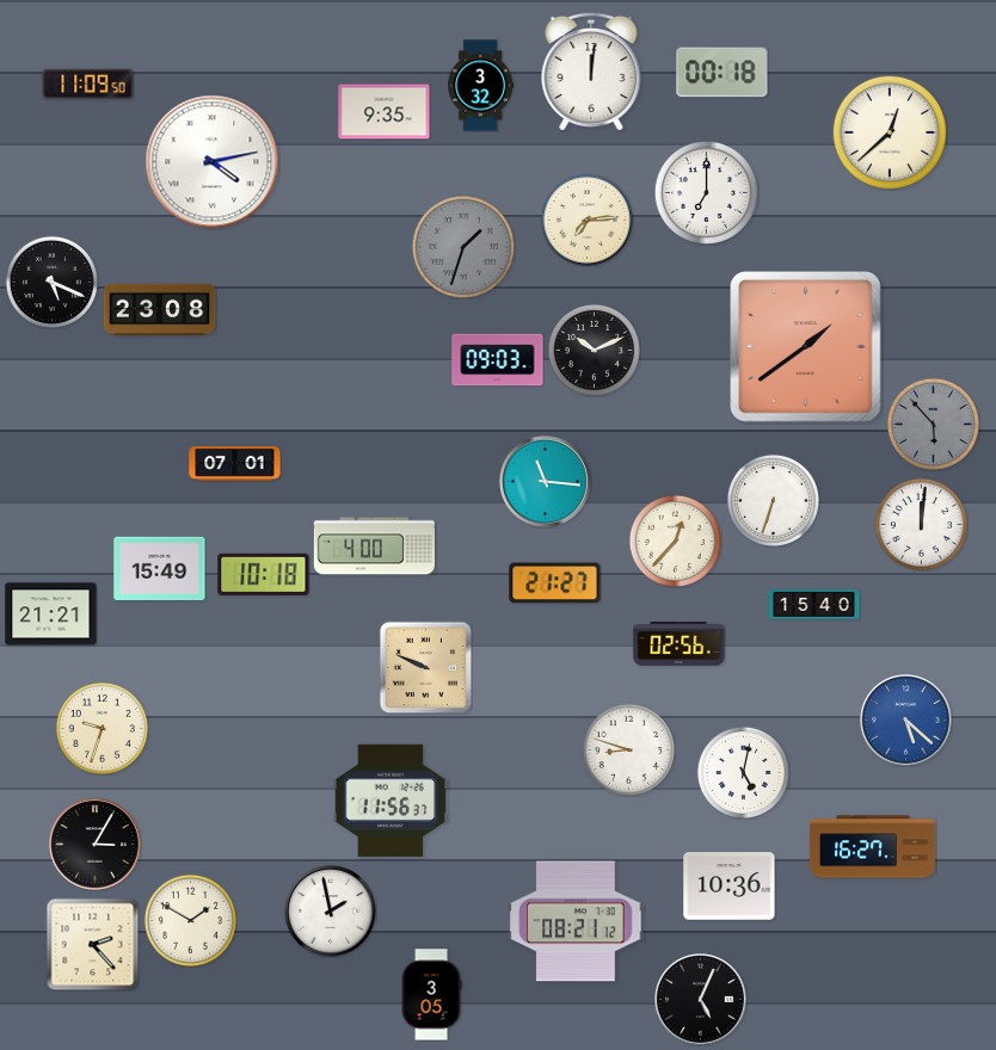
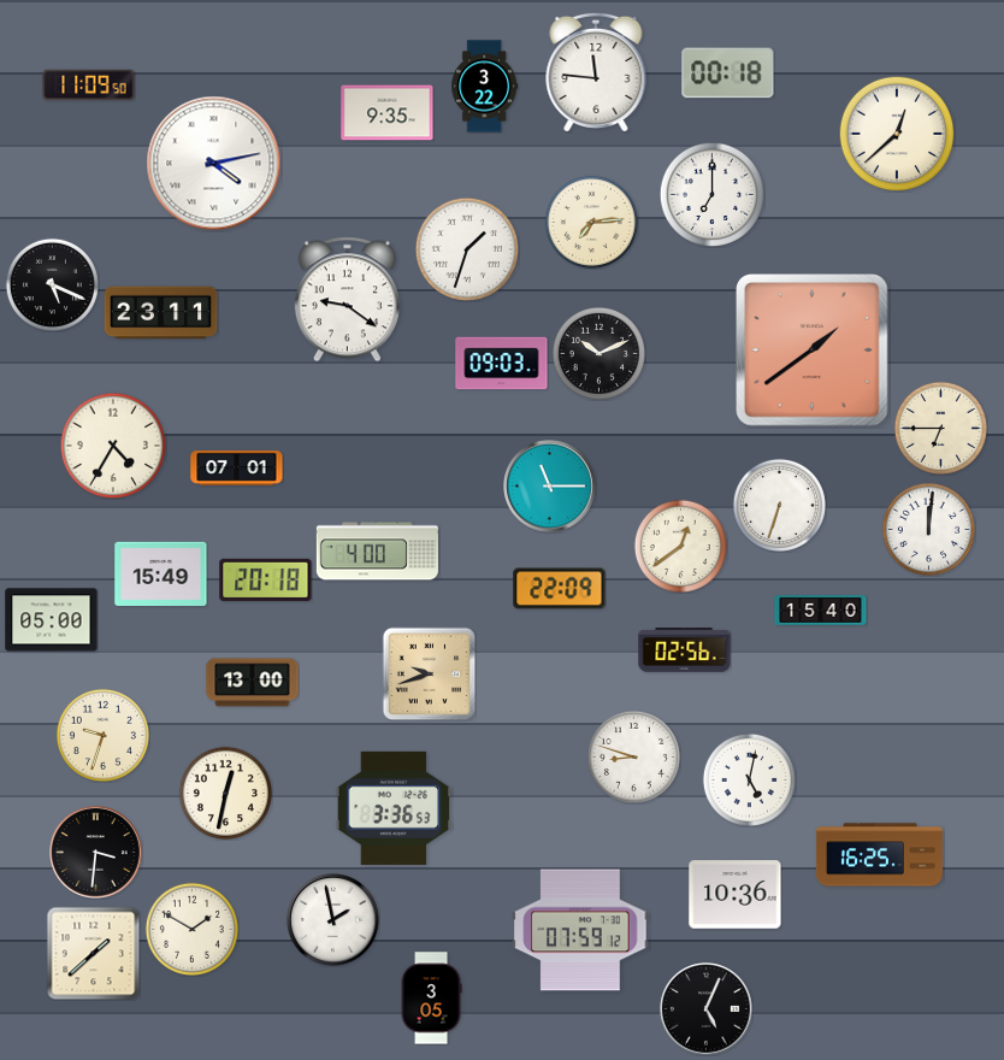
clock at (591, 70): 12:01 -> 11:46
clock at (481, 86): 3:32 -> 3:22
clock at (462, 246) dial: grey -> white
clock at (347, 300): none -> 9:21
clock at (160, 310): 23:08 -> 23:11
clock at (933, 424): 5:53 -> 6:45
clock at (933, 424) dial: grey -> cream
clock at (112, 444): none -> 4:35
clock at (546, 482): 11:16 -> 11:15
clock at (675, 541): 12:37 -> 12:39
clock at (264, 574): 10:18 -> 20:18
clock at (555, 583): 21:27 -> 22:09
clock at (51, 614): 21:21 -> 05:00
clock at (425, 667): 9:49 -> 9:42
clock at (253, 683): none -> 13:00
clock at (906, 721): 5:22 -> none
clock at (225, 793): none -> 12:32
clock at (391, 801): 11:56 -> 3:36
clock at (96, 845): 3:05 -> 3:31
clock at (872, 847): 16:27 -> 16:25
clock at (576, 921): 08:21 -> 07:59
clock at (92, 944): 2:23 -> 1:38
clock at (431, 995) position: (431, 995) -> (431, 999)
